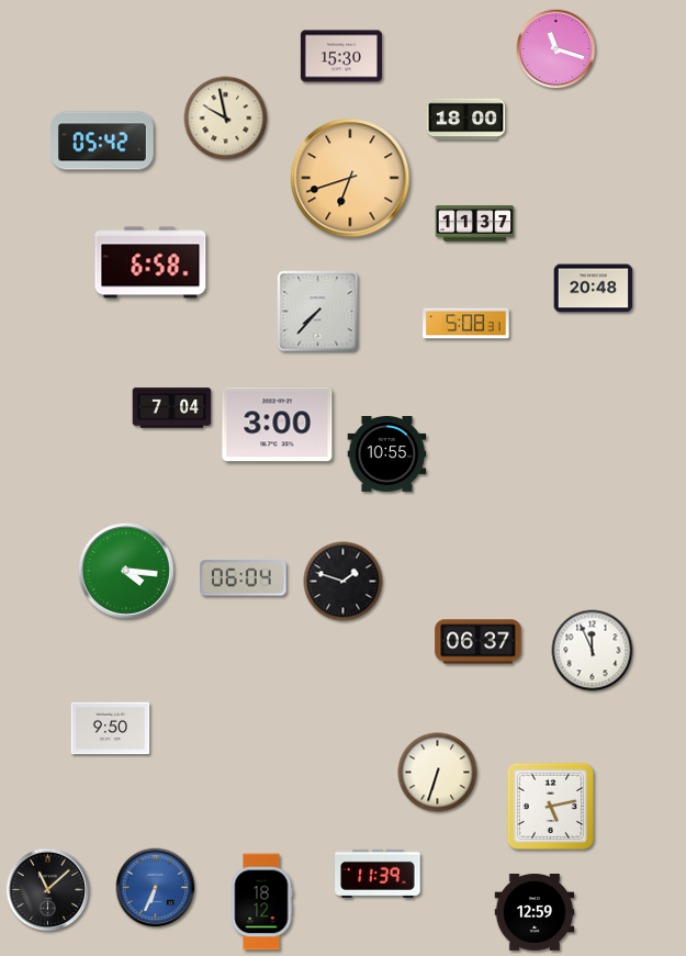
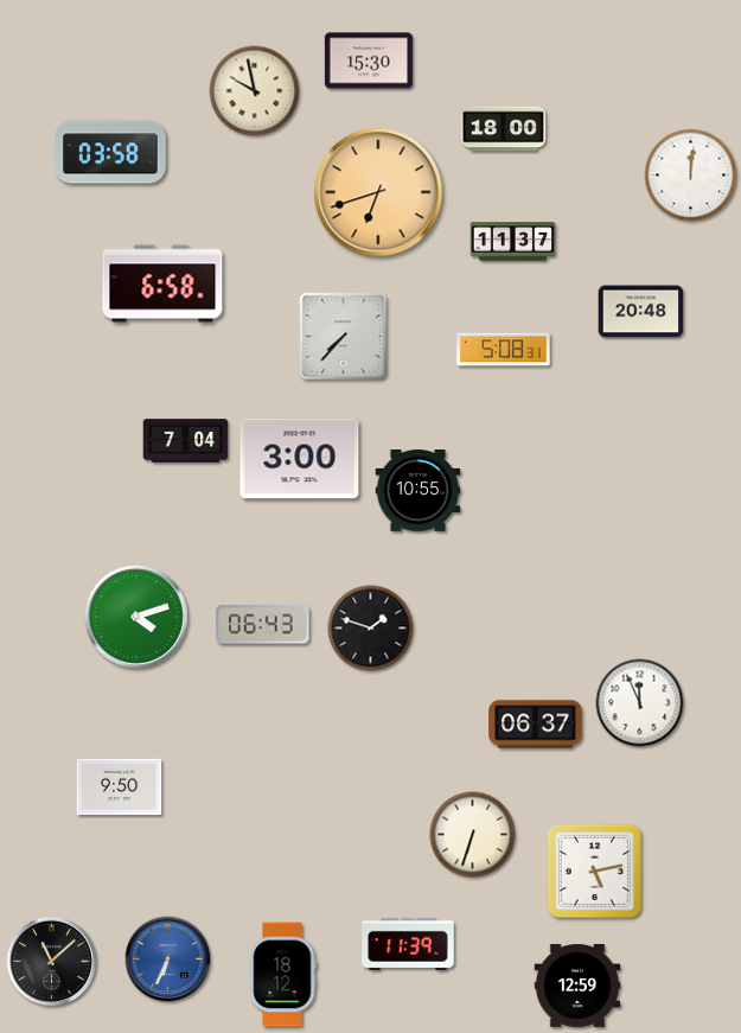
clock at (556, 49): 11:18 -> none
clock at (226, 119) position: (226, 119) -> (255, 91)
clock at (102, 140): 05:42 -> 03:58
clock at (691, 176): none -> 12:01
clock at (126, 571): 4:16 -> 4:12
clock at (244, 578): 06:04 -> 06:43
clock at (479, 642) position: (479, 642) -> (536, 725)
